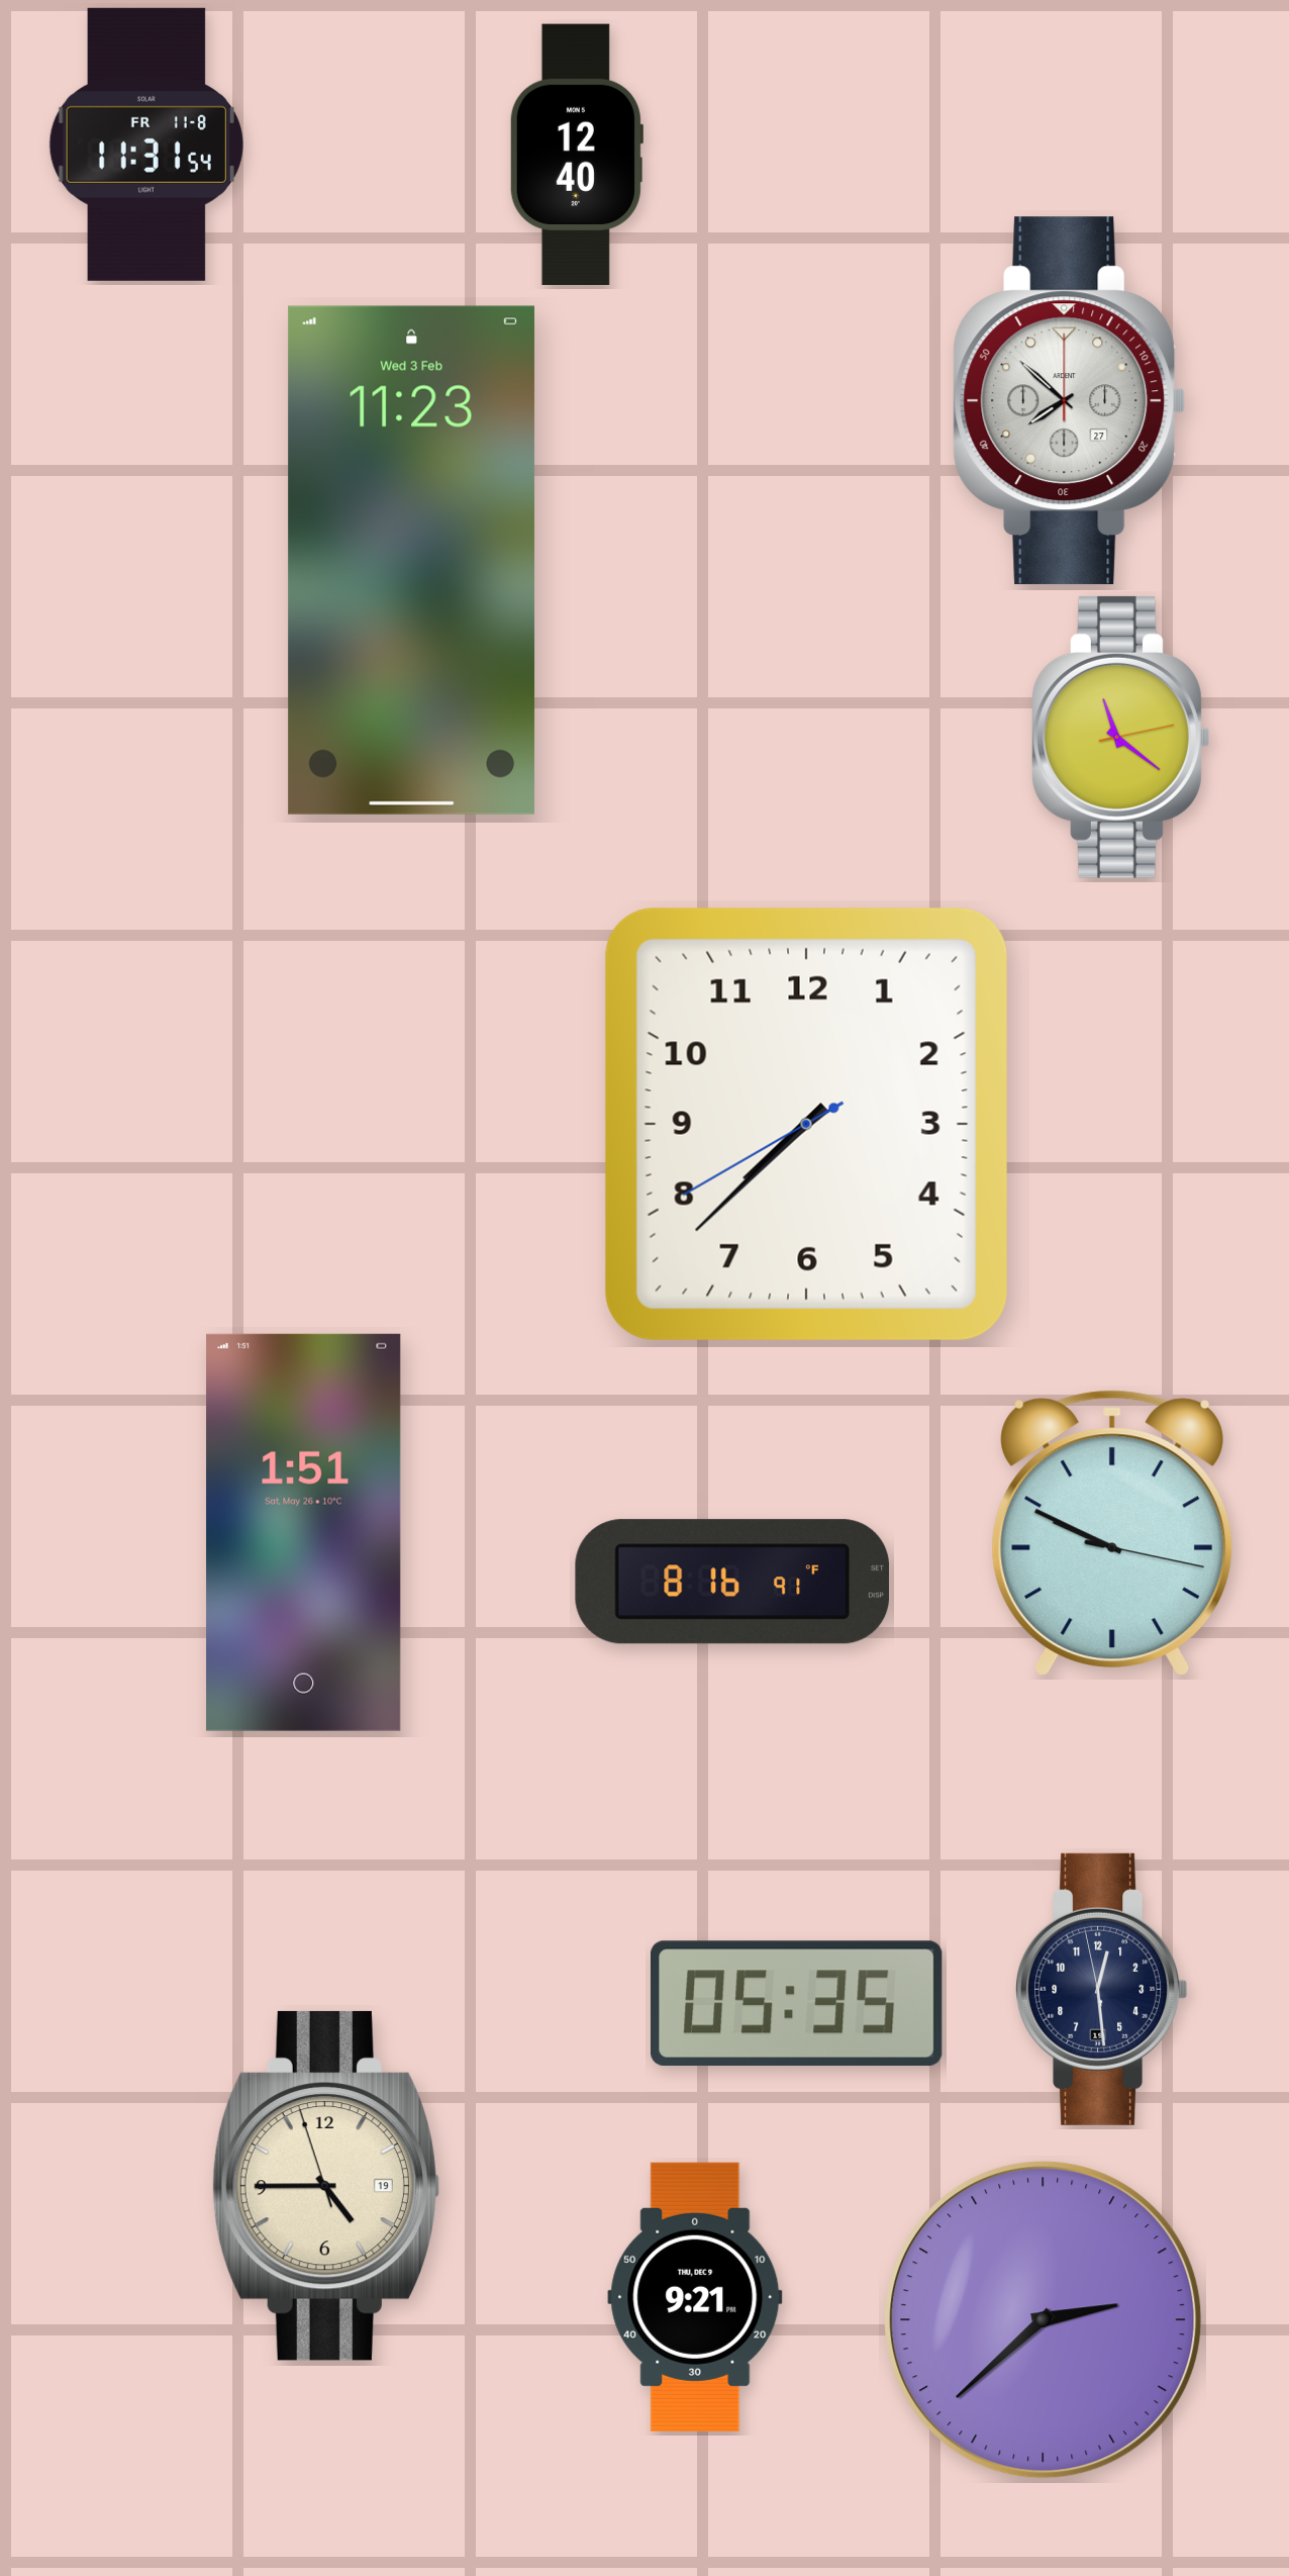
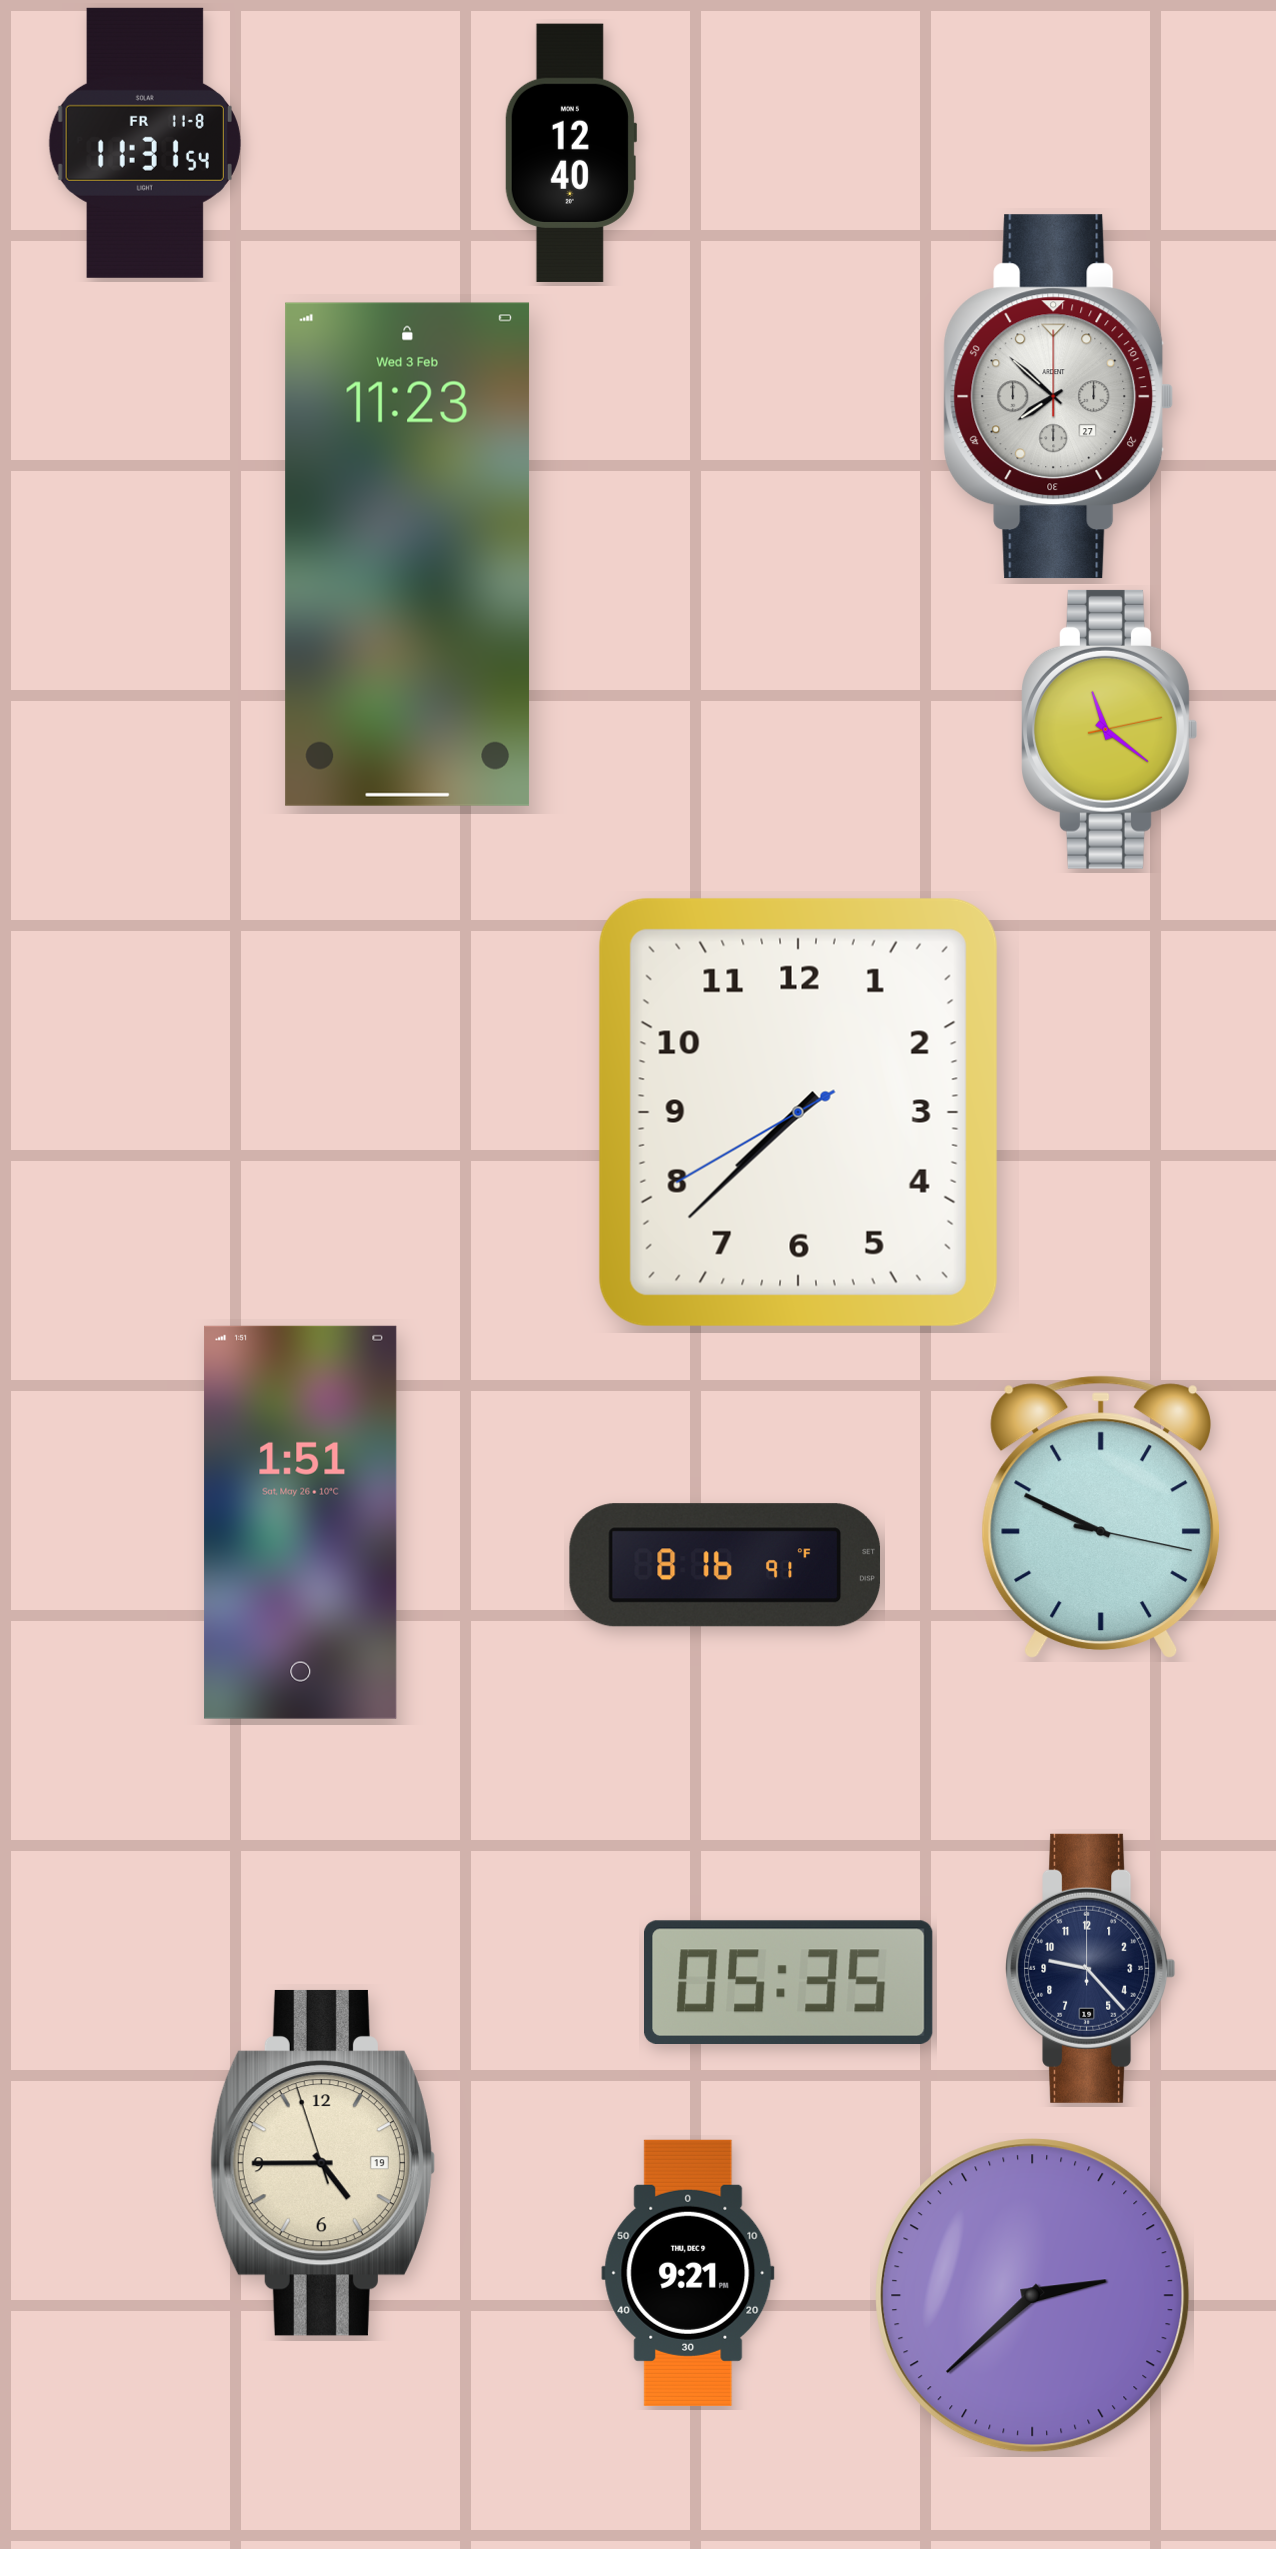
clock at (304, 1532) position: (304, 1532) -> (301, 1522)
clock at (1102, 1989): 12:28 -> 9:23
